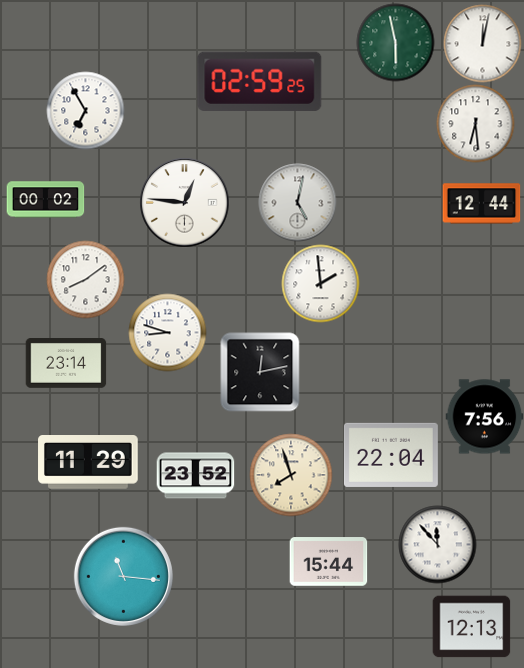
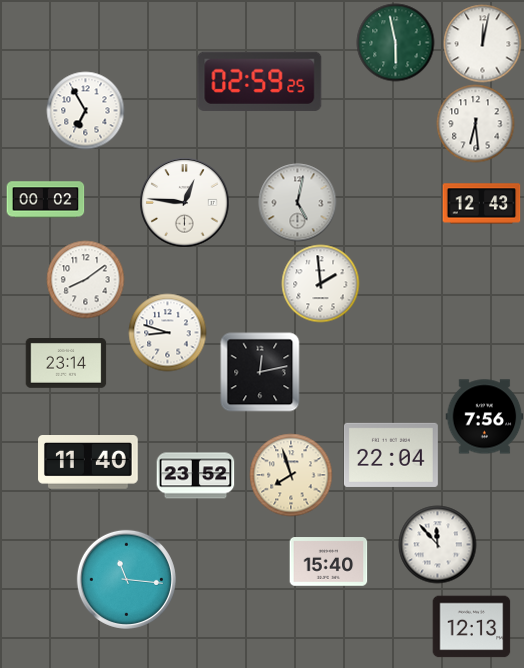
clock at (481, 204): 12:44 -> 12:43
clock at (88, 463): 11:29 -> 11:40
clock at (328, 562): 15:44 -> 15:40
clock at (123, 576) position: (123, 576) -> (126, 579)
